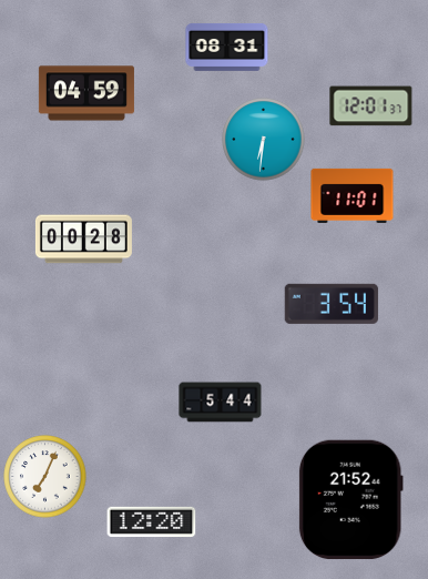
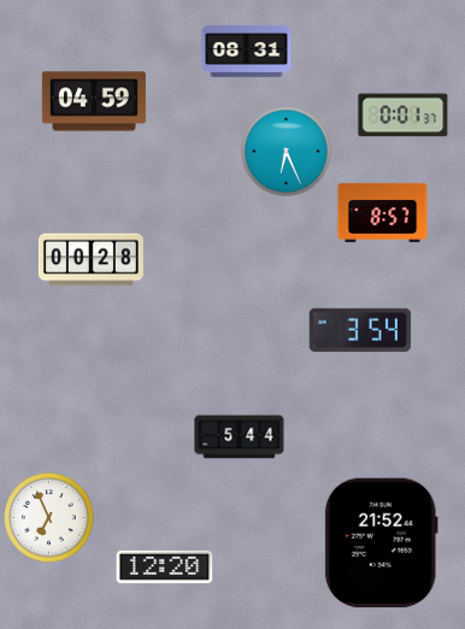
clock at (371, 106): 12:01 -> 0:01
clock at (264, 140): 6:31 -> 6:26
clock at (353, 195): 11:01 -> 8:57
clock at (45, 477): 7:04 -> 6:56
